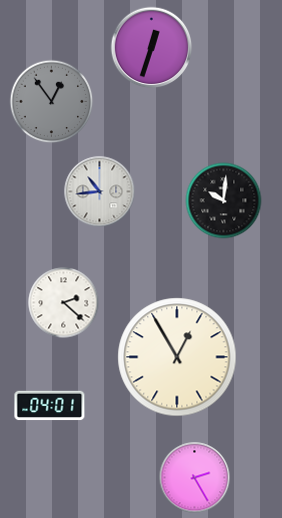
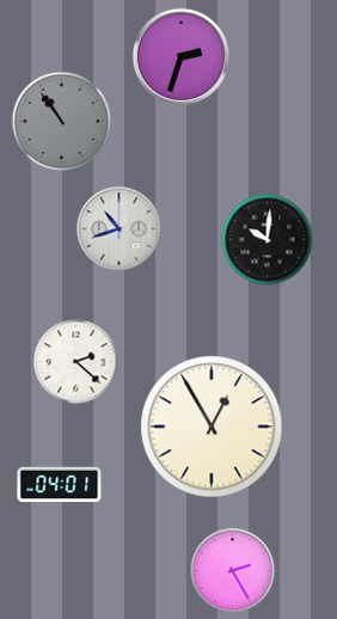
clock at (152, 48): 12:33 -> 2:33
clock at (52, 102): 12:54 -> 10:54
clock at (100, 192): 10:44 -> 10:42
